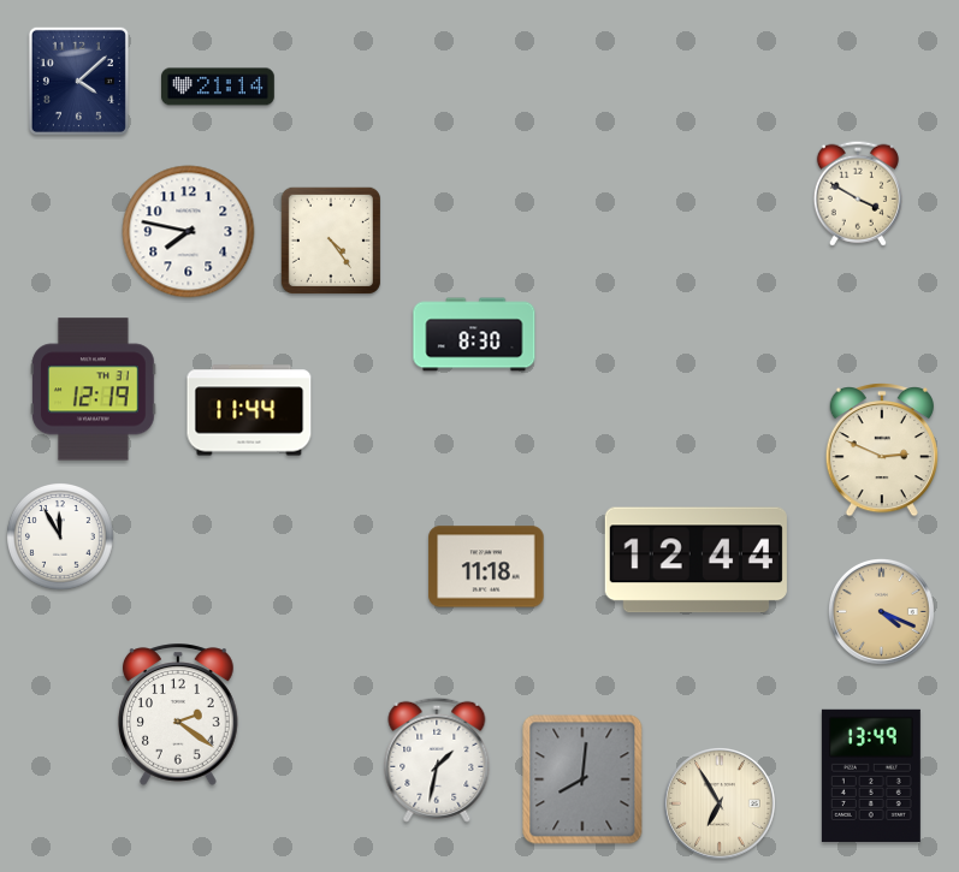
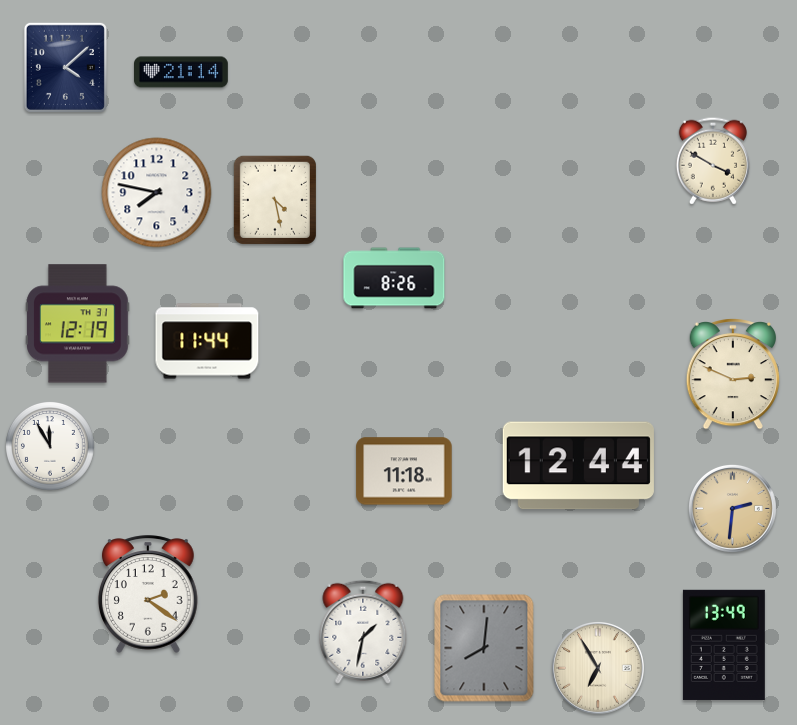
clock at (331, 241): 4:24 -> 4:28
clock at (474, 334): 8:30 -> 8:26
clock at (882, 612): 4:19 -> 2:31
